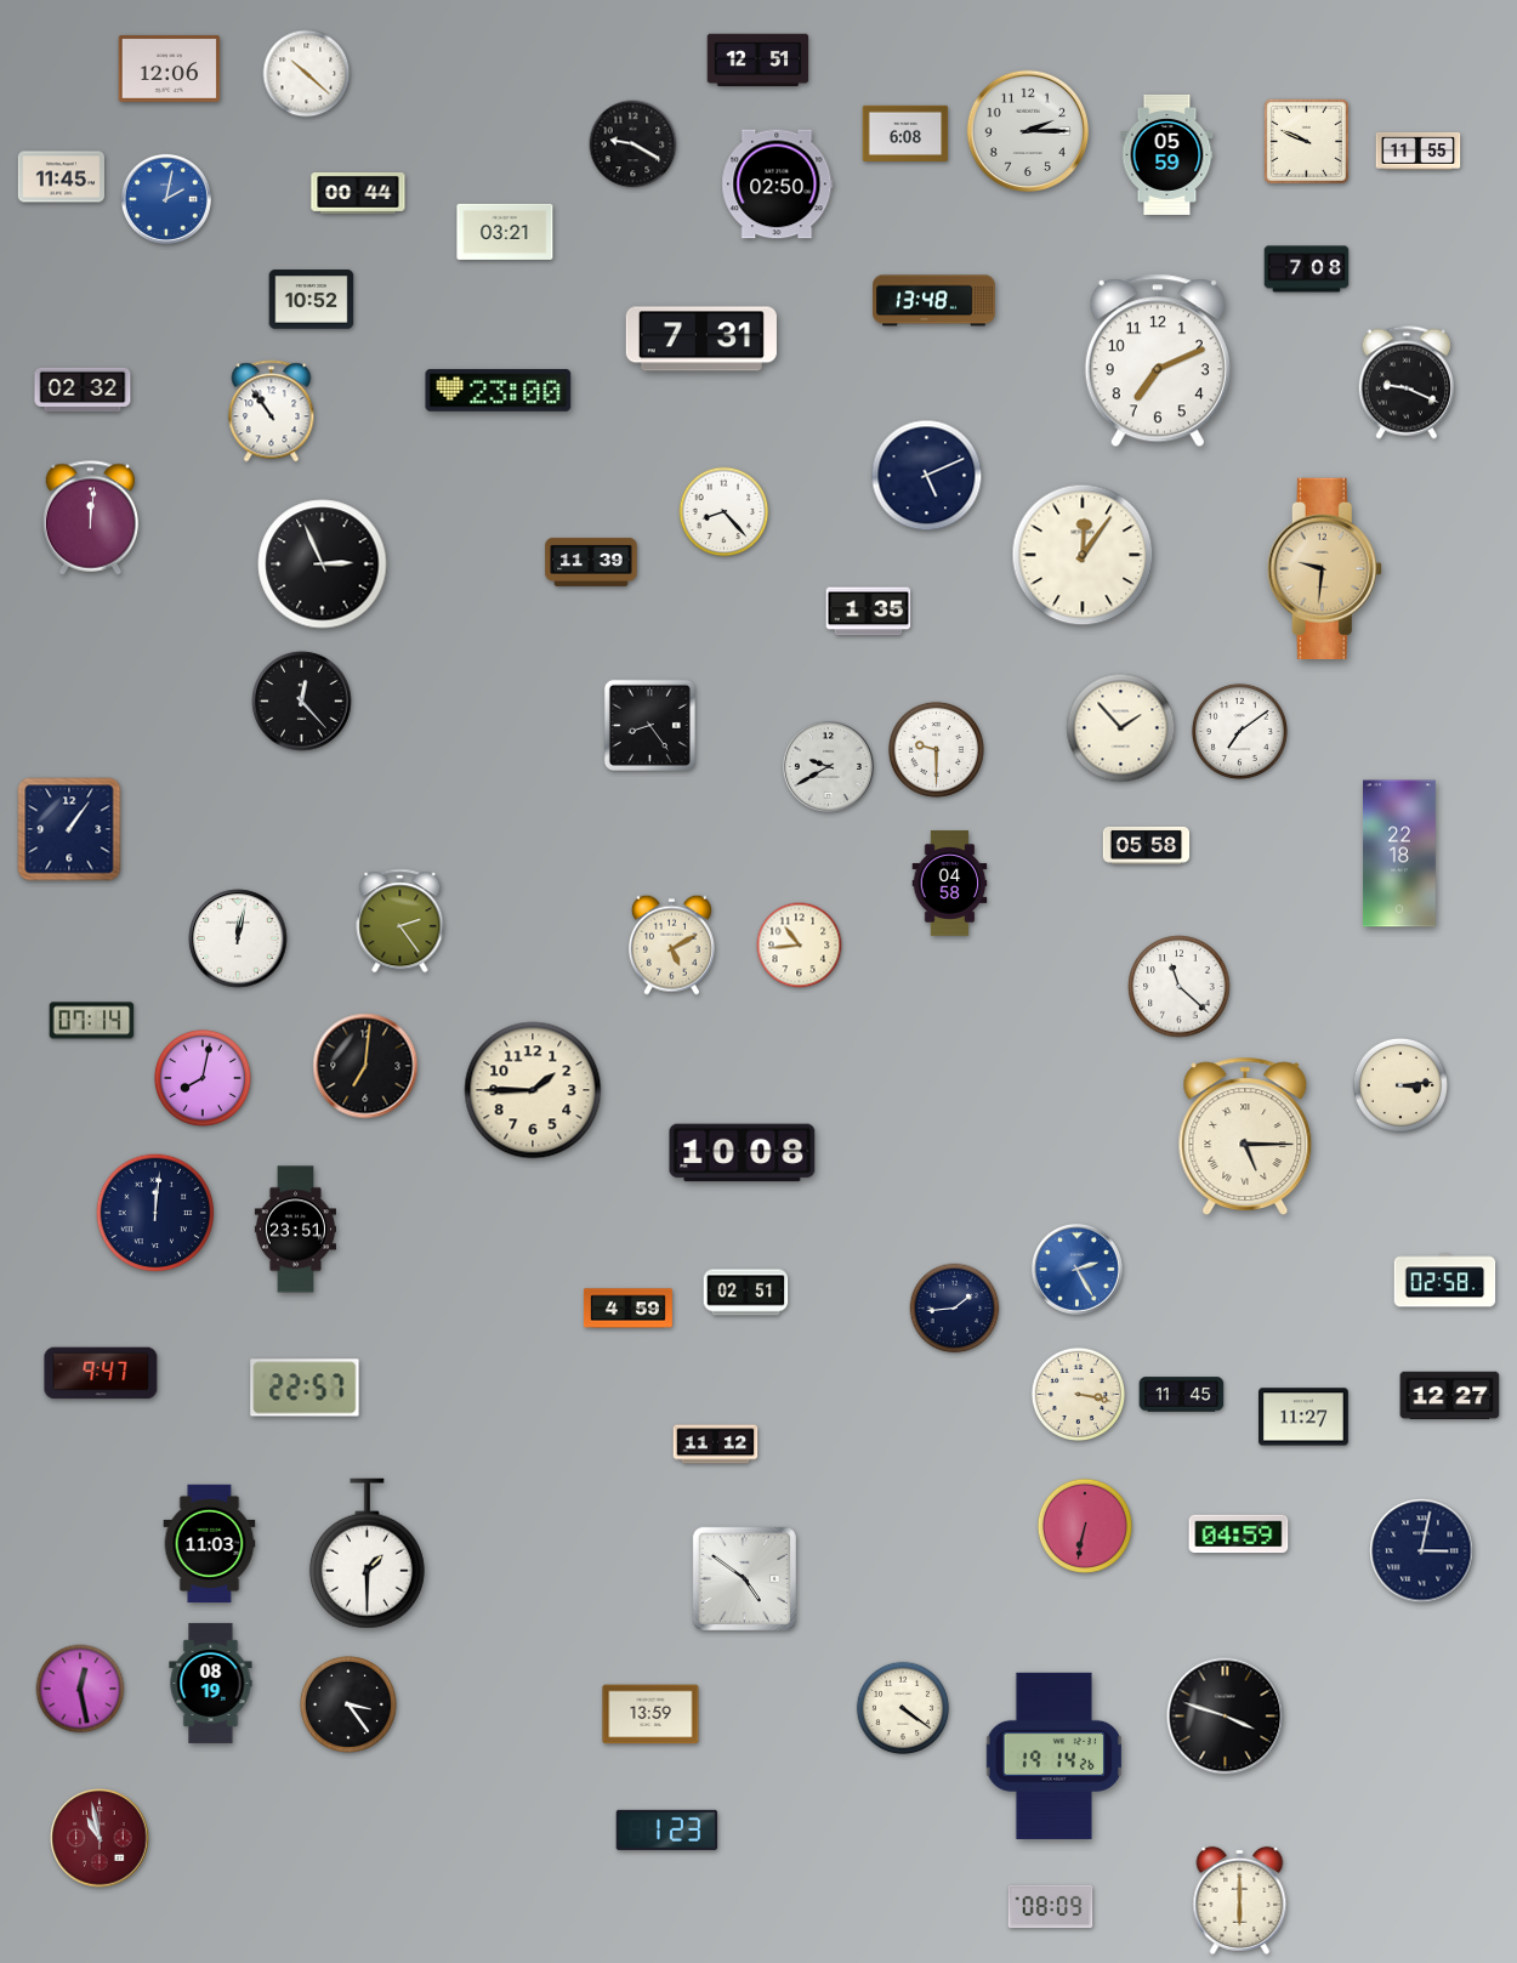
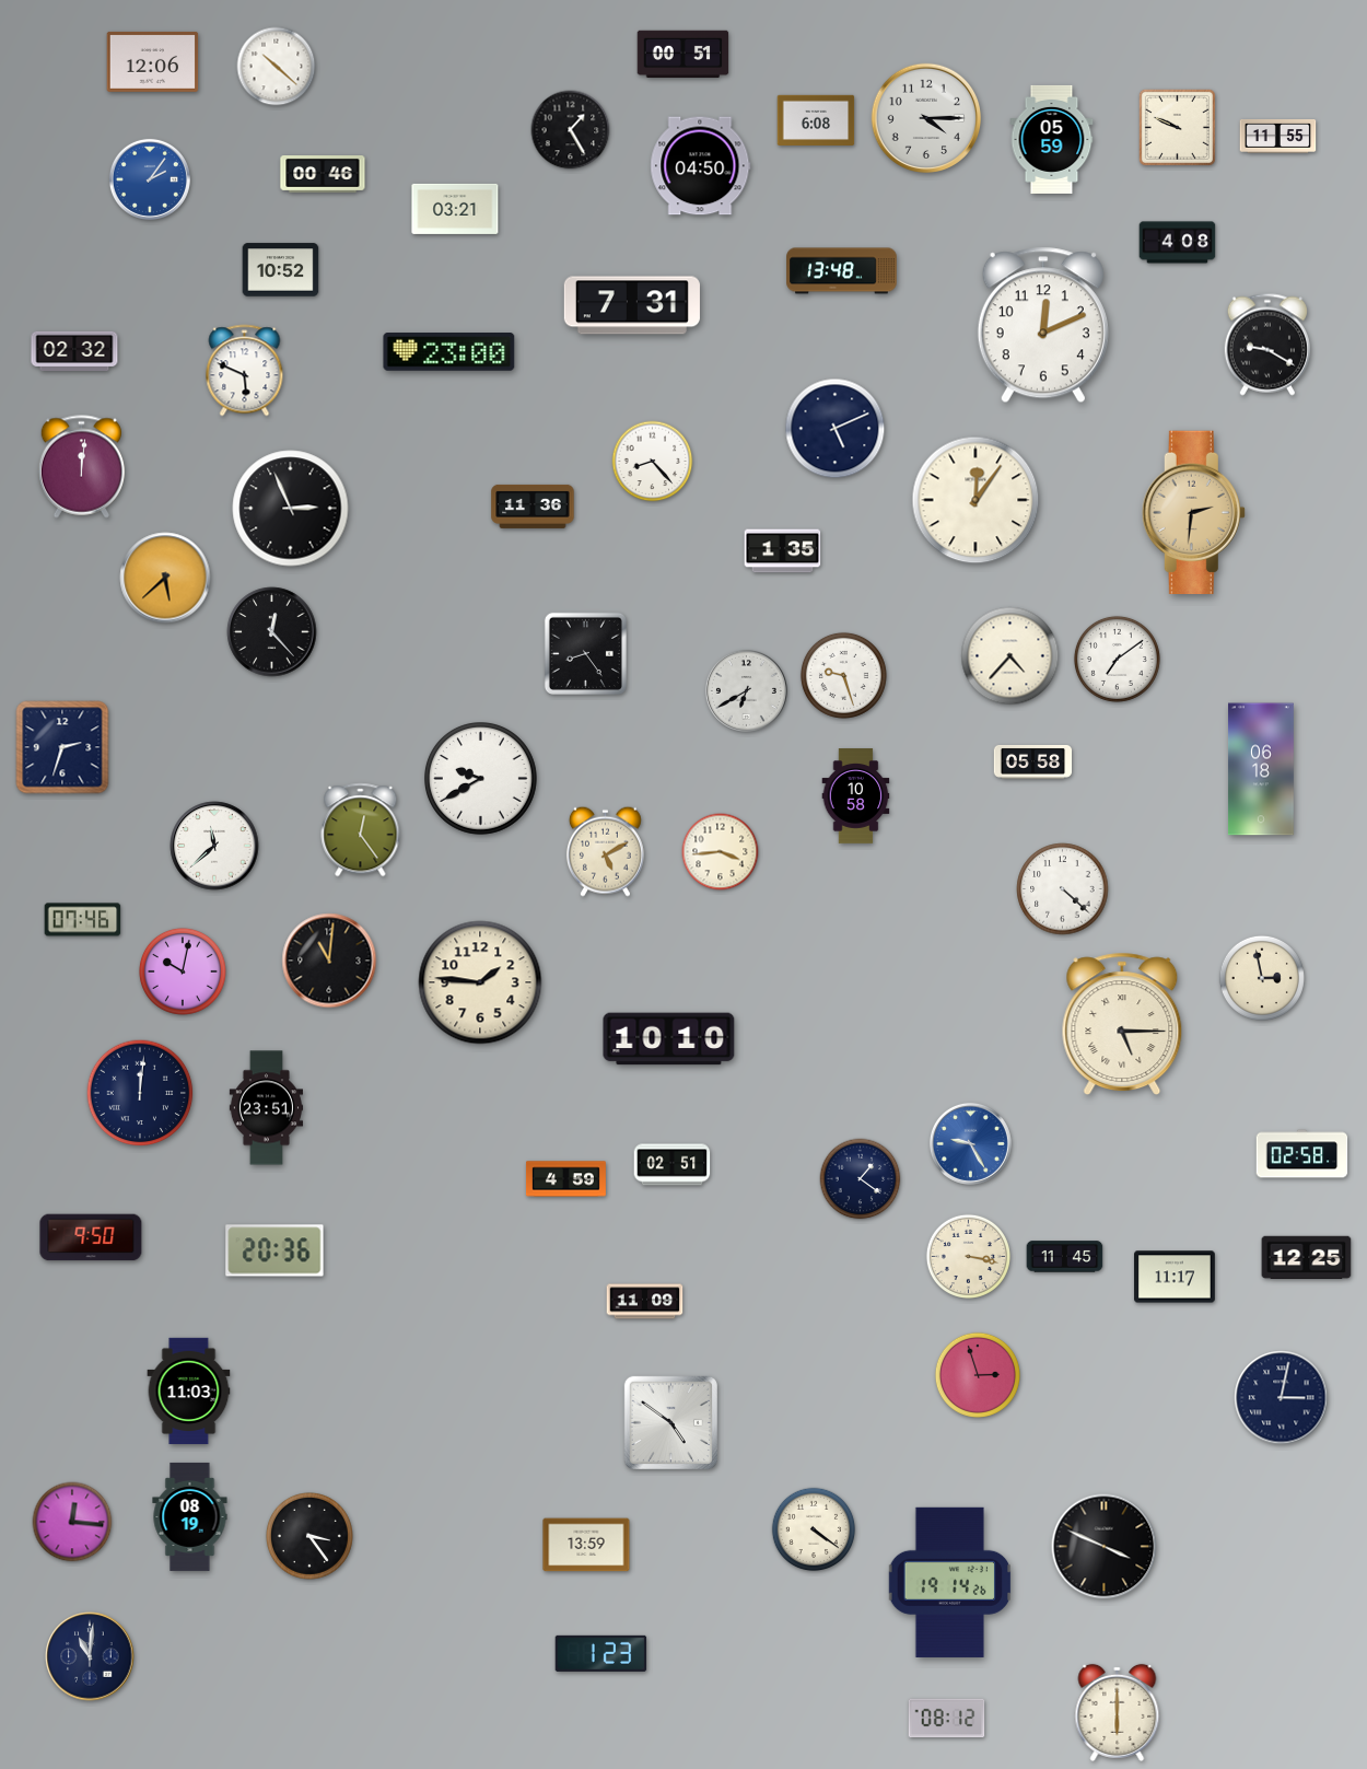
clock at (758, 61): 12:51 -> 00:51
clock at (1028, 131): 2:15 -> 4:15
clock at (633, 144): 9:20 -> 1:25
clock at (61, 177): 11:45 -> none
clock at (778, 185): 02:50 -> 04:50
clock at (358, 194): 00:44 -> 00:46
clock at (166, 199): 2:02 -> 2:06
clock at (1307, 270): 7:08 -> 4:08
clock at (1158, 361): 7:11 -> 12:11
clock at (1407, 382): 9:19 -> 9:20
clock at (272, 412): 10:54 -> 5:49
clock at (591, 562): 11:39 -> 11:36
clock at (1324, 568): 9:31 -> 2:31
clock at (165, 578): none -> 5:38
clock at (1121, 728): 1:53 -> 4:37
clock at (936, 749): 9:30 -> 9:27
clock at (828, 766): 9:40 -> 6:40
clock at (69, 829): 1:06 -> 2:33
clock at (1400, 853): 22:18 -> 06:18
clock at (481, 779): none -> 9:40
clock at (950, 884): 04:58 -> 10:58
clock at (400, 921): 2:24 -> 12:24
clock at (238, 938): 12:02 -> 11:38
clock at (800, 946): 10:44 -> 3:44
clock at (1180, 987): 11:22 -> 4:22
clock at (92, 1021): 07:14 -> 07:46
clock at (365, 1066): 7:01 -> 11:01
clock at (203, 1078): 8:02 -> 10:02
clock at (1400, 1085): 3:14 -> 2:58
clock at (533, 1090): 1:45 -> 1:46
clock at (743, 1153): 10:08 -> 10:10
clock at (1076, 1269): 2:25 -> 9:25
clock at (955, 1309): 1:44 -> 1:21
clock at (101, 1373): 9:47 -> 9:50
clock at (305, 1388): 22:57 -> 20:36
clock at (1078, 1394) position: (1078, 1394) -> (968, 1256)
clock at (1450, 1396): 12:27 -> 12:25
clock at (1303, 1417): 11:27 -> 11:17
clock at (716, 1445): 11:12 -> 11:09
clock at (1085, 1526): 6:32 -> 2:57
clock at (1239, 1534): 04:59 -> none
clock at (367, 1554): 1:30 -> none
clock at (80, 1689): 12:28 -> 12:16
clock at (348, 1704) position: (348, 1704) -> (309, 1536)
clock at (903, 1708) position: (903, 1708) -> (814, 1529)
clock at (1226, 1717): 3:48 -> 3:49
clock at (667, 1829) position: (667, 1829) -> (601, 1653)
clock at (100, 1838): 10:58 -> 11:01
clock at (100, 1838) dial: burgundy -> navy
clock at (1051, 1907): 08:09 -> 08:12
